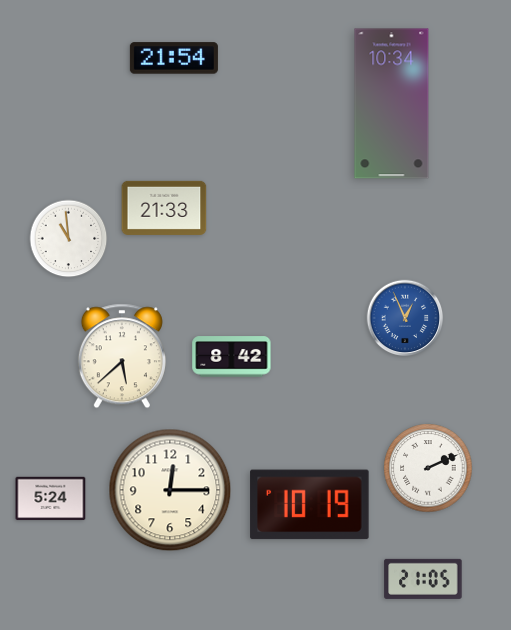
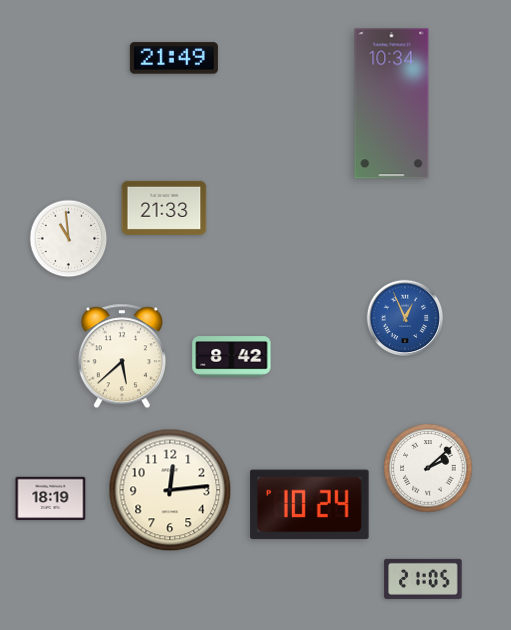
clock at (174, 58): 21:54 -> 21:49
clock at (428, 468): 2:11 -> 2:08
clock at (170, 490): 12:15 -> 12:14
clock at (51, 499): 5:24 -> 18:19
clock at (310, 505): 10:19 -> 10:24
